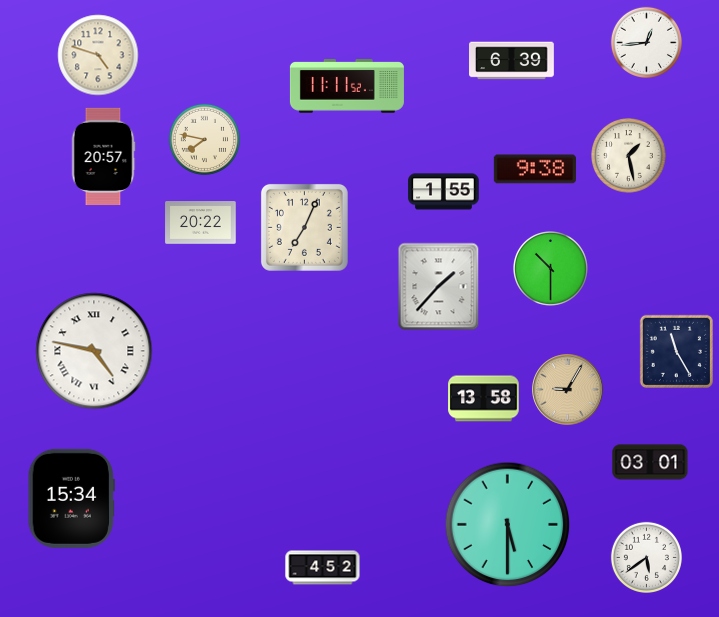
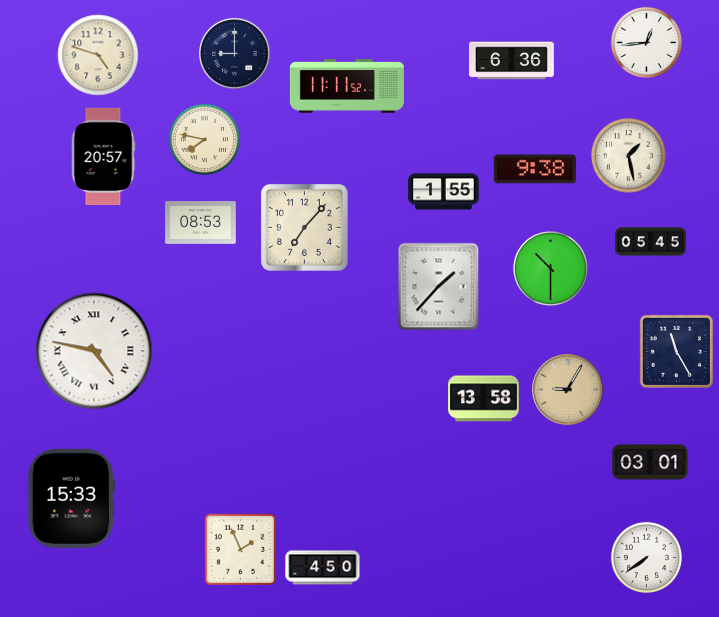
clock at (235, 54): none -> 9:00
clock at (512, 61): 6:39 -> 6:36
clock at (201, 223): 20:22 -> 08:53
clock at (304, 227): 7:04 -> 7:07
clock at (651, 242): none -> 05:45
clock at (71, 498): 15:34 -> 15:33
clock at (508, 525): 5:30 -> none
clock at (240, 549): none -> 1:56
clock at (646, 557): 5:39 -> 7:39
clock at (323, 568): 4:52 -> 4:50
